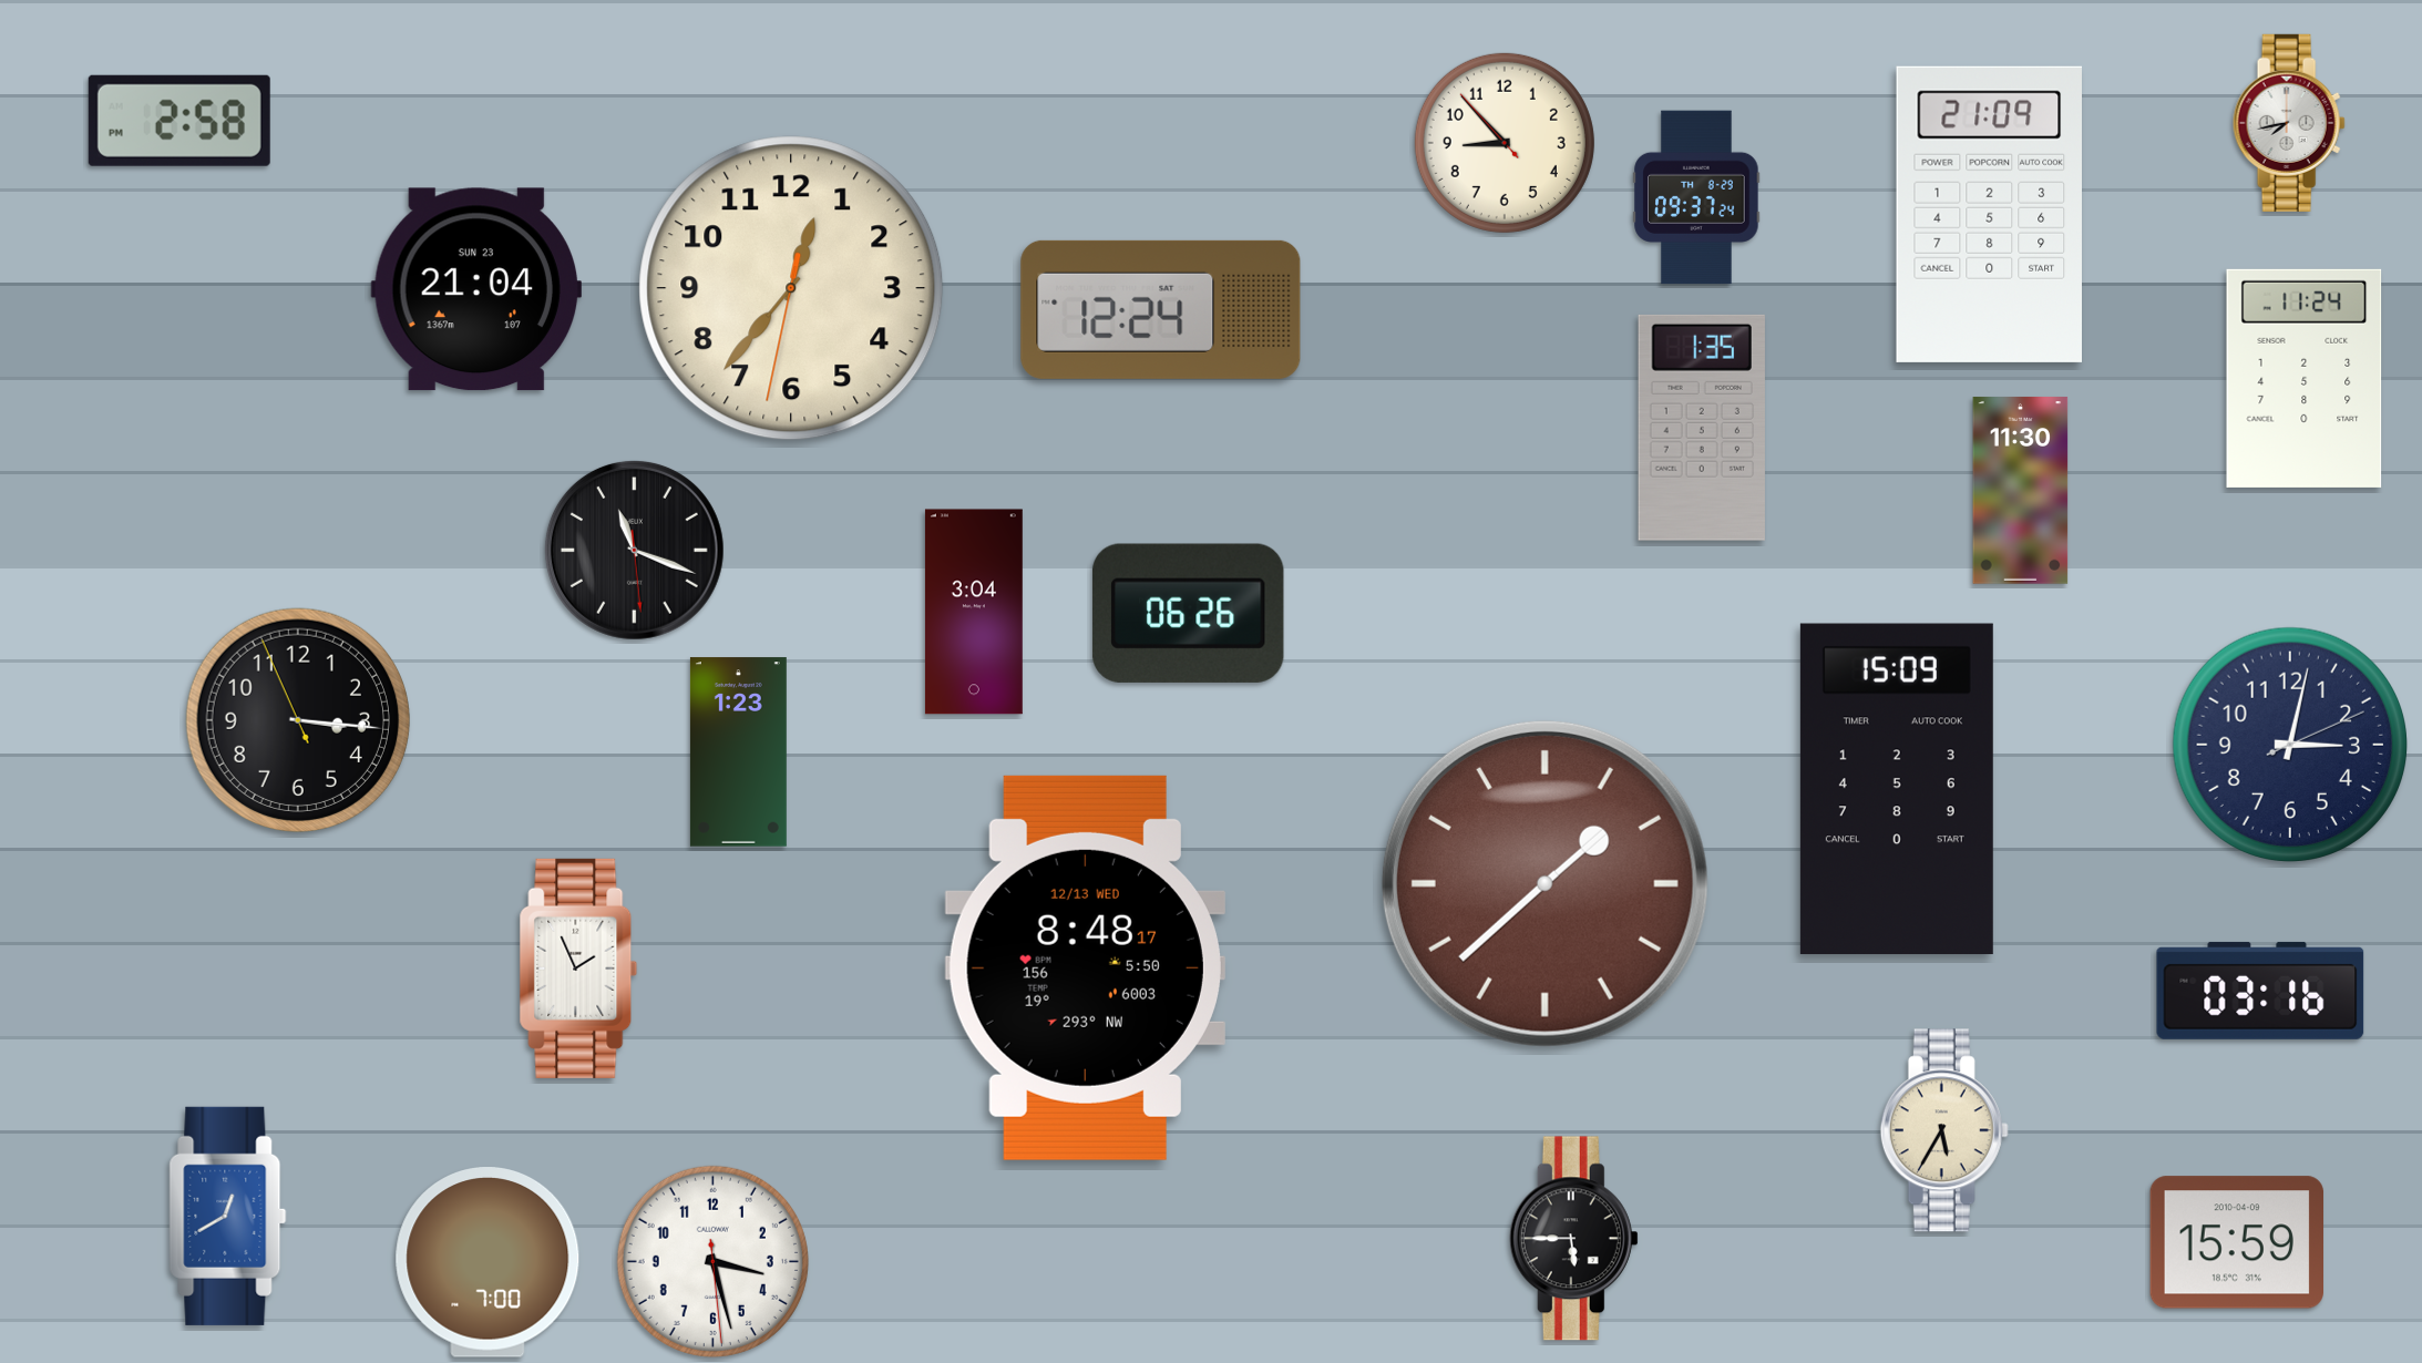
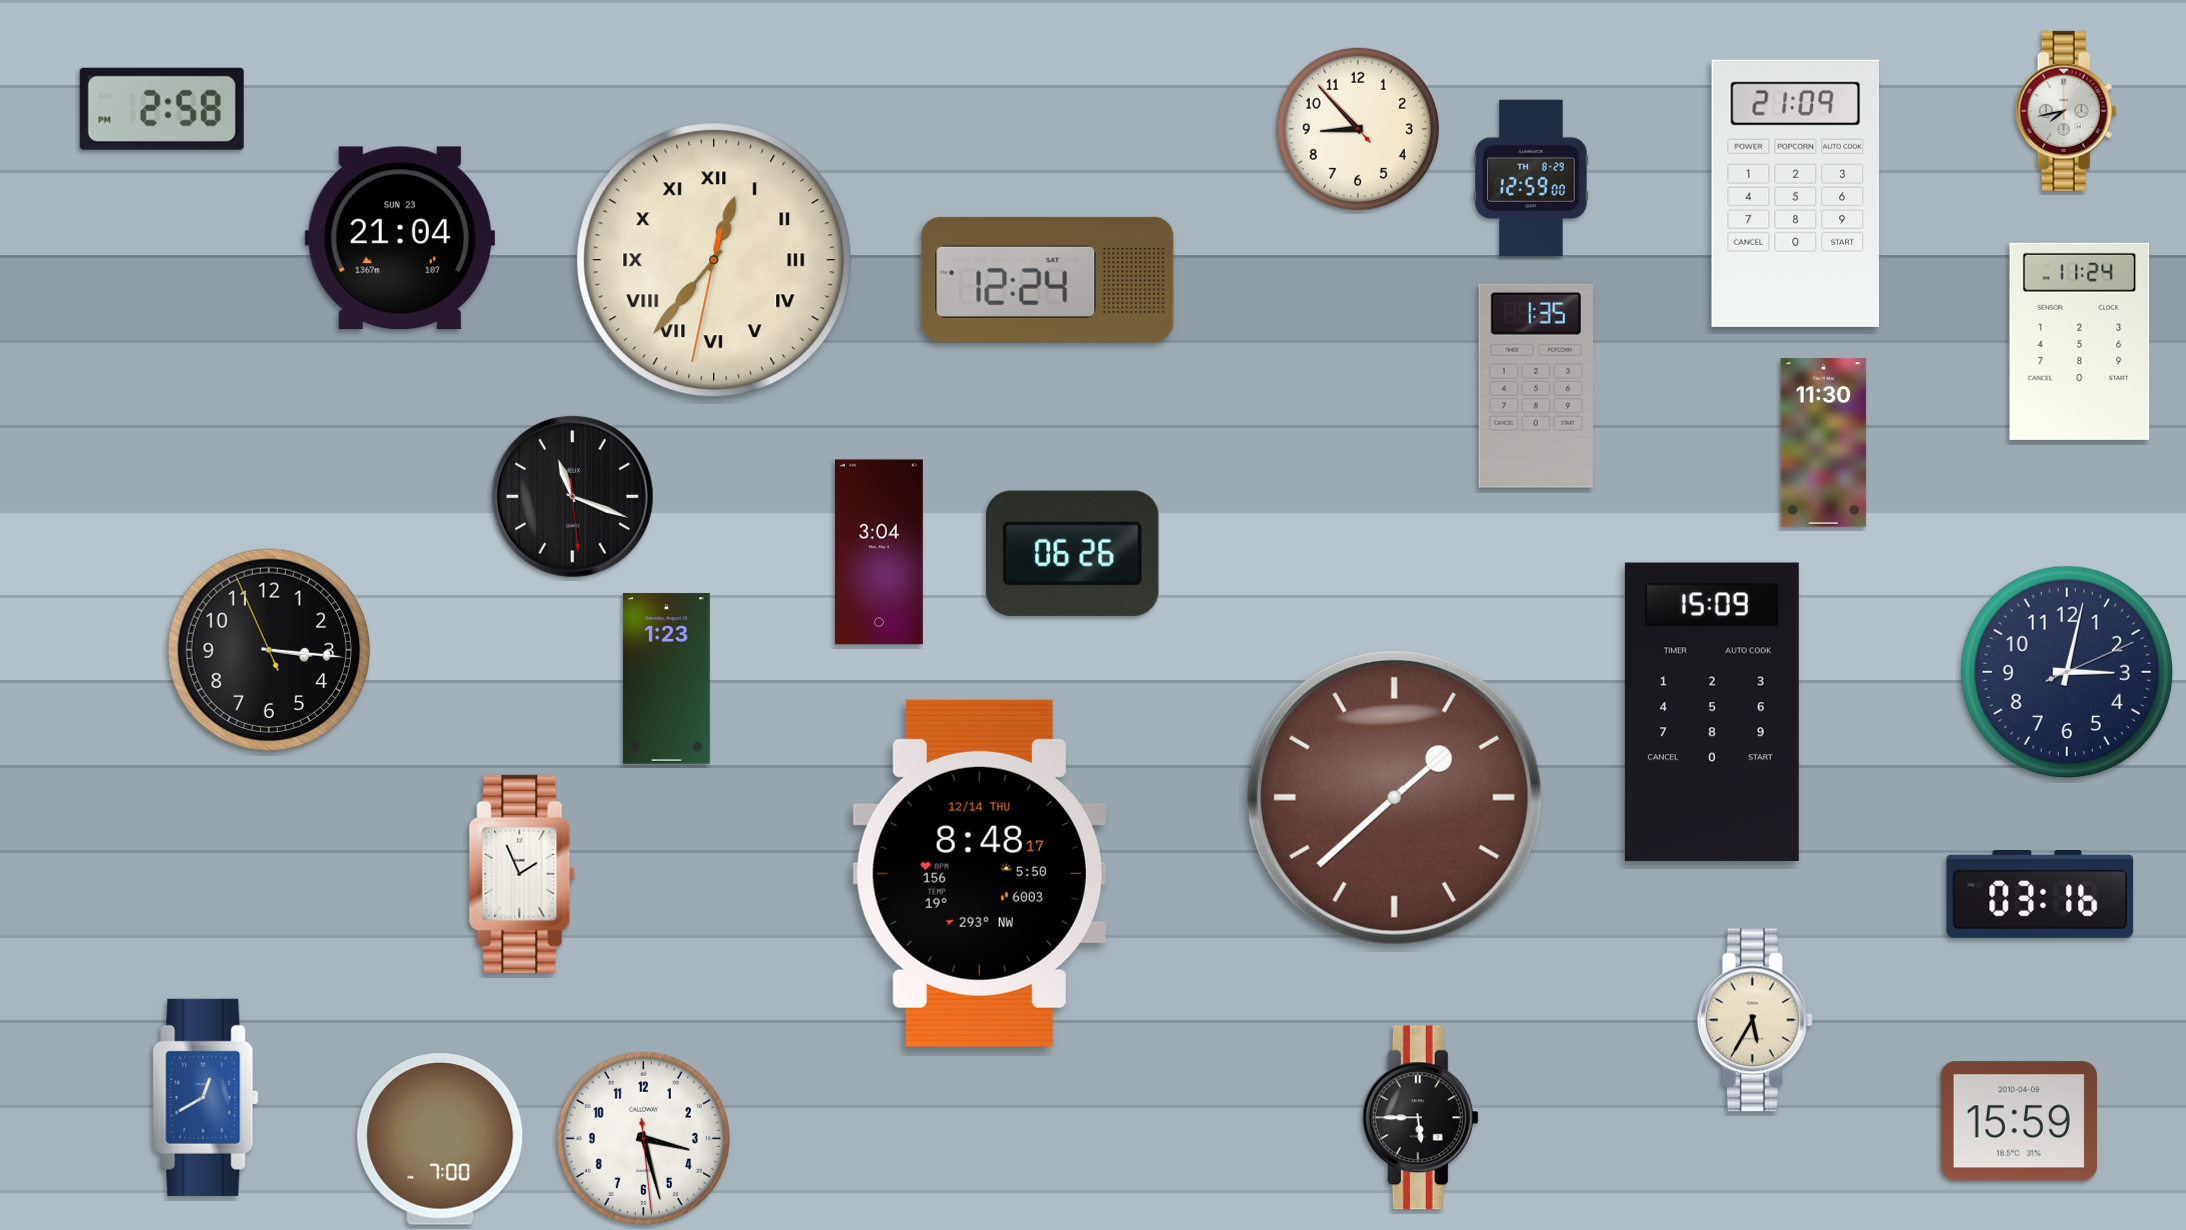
clock at (1696, 197): 09:37 -> 12:59
clock at (791, 288) numerals: Arabic -> Roman
clock at (475, 289) position: (475, 289) -> (399, 238)
clock at (1085, 967) date: 12/13 WED -> 12/14 THU
